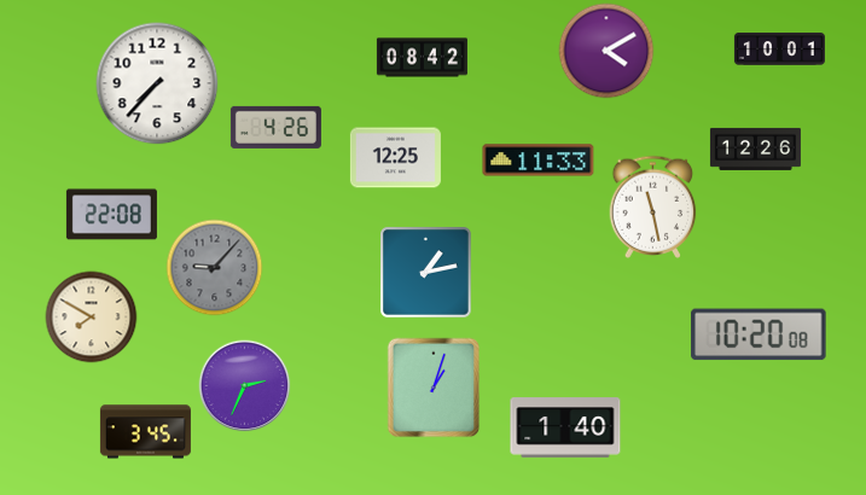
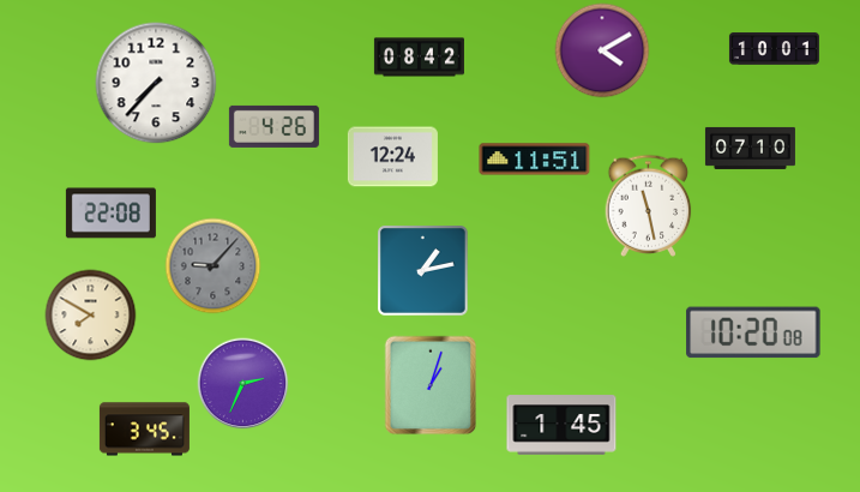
clock at (755, 148): 12:26 -> 07:10
clock at (395, 158): 12:25 -> 12:24
clock at (539, 161): 11:33 -> 11:51
clock at (565, 427): 1:40 -> 1:45
